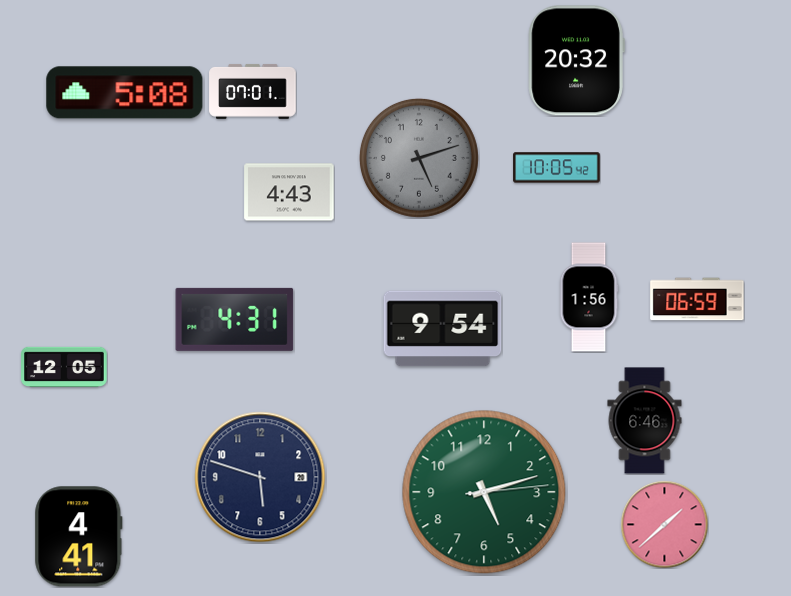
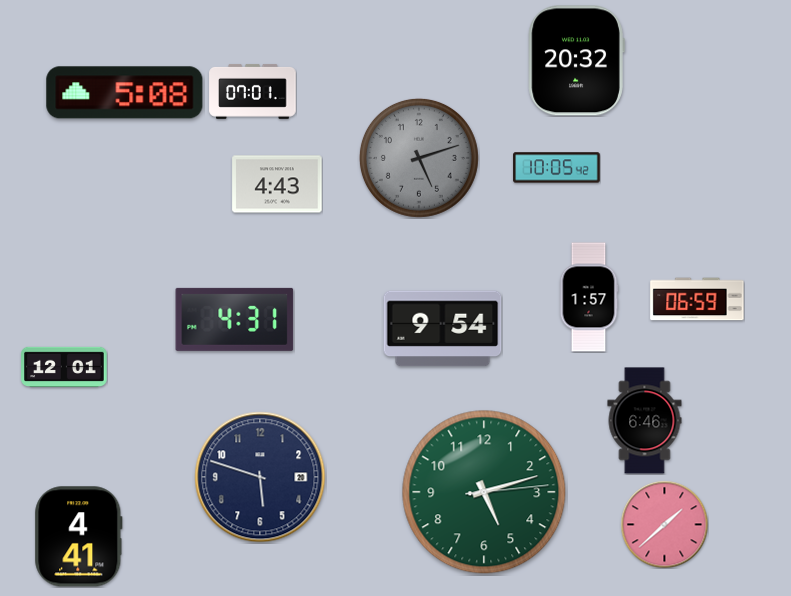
clock at (289, 192) position: (289, 192) -> (277, 184)
clock at (589, 297): 1:56 -> 1:57
clock at (64, 366): 12:05 -> 12:01
